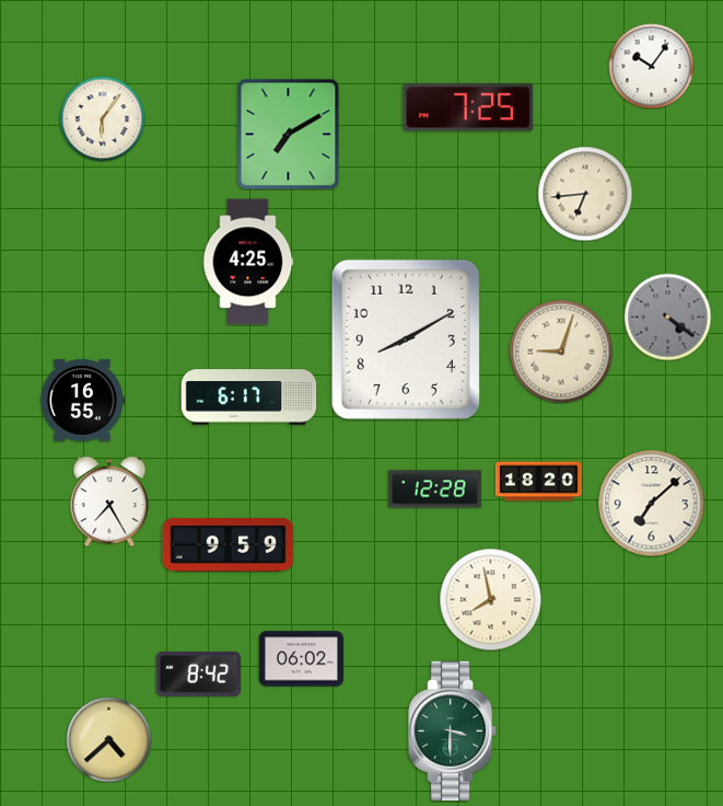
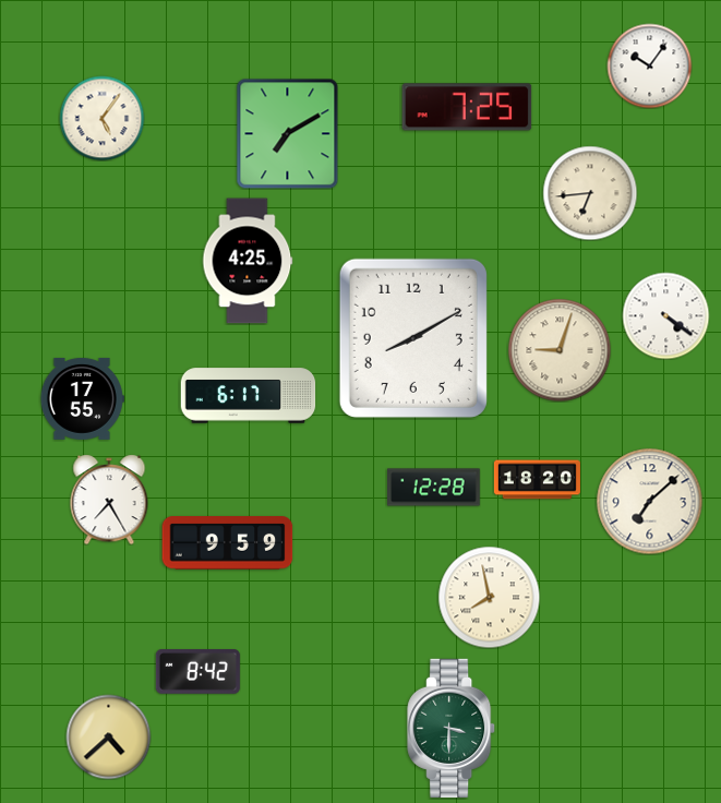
clock at (102, 118): 6:06 -> 5:06
clock at (585, 194) position: (585, 194) -> (590, 193)
clock at (667, 316) dial: grey -> white
clock at (406, 339) position: (406, 339) -> (413, 338)
clock at (82, 400): 16:55 -> 17:55
clock at (301, 659): 06:02 -> none
